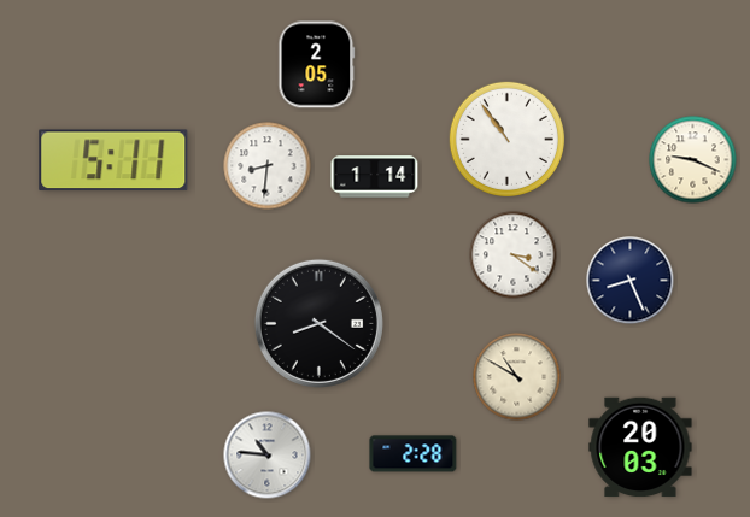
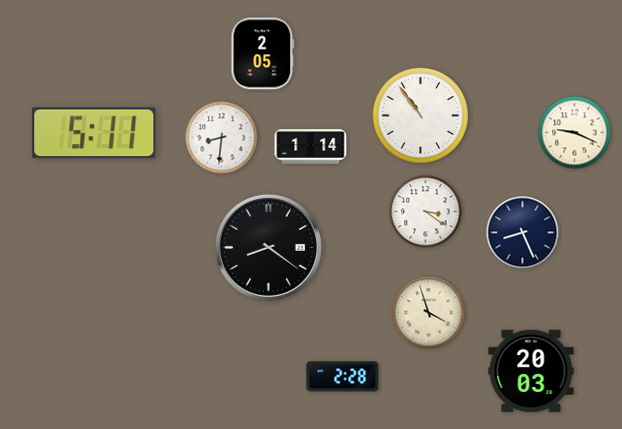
clock at (318, 323) position: (318, 323) -> (268, 247)
clock at (517, 377): 10:50 -> 3:57
clock at (268, 456): 10:46 -> none
